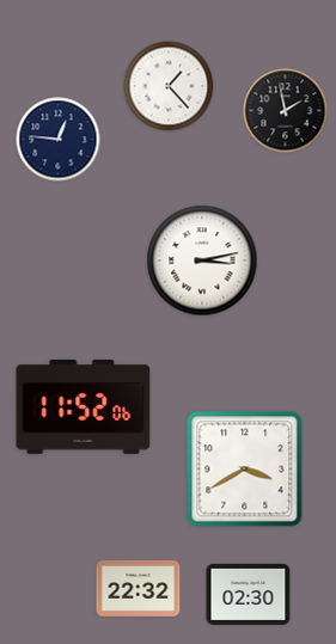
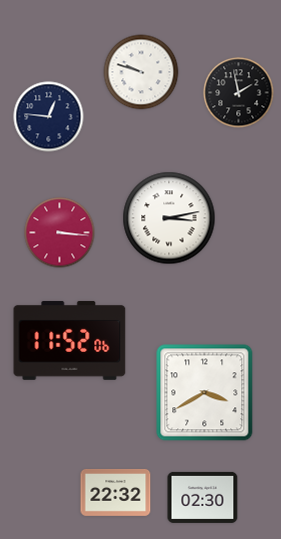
clock at (169, 86): 1:23 -> 9:48
clock at (60, 233): none -> 3:16
clock at (249, 594) position: (249, 594) -> (203, 497)
